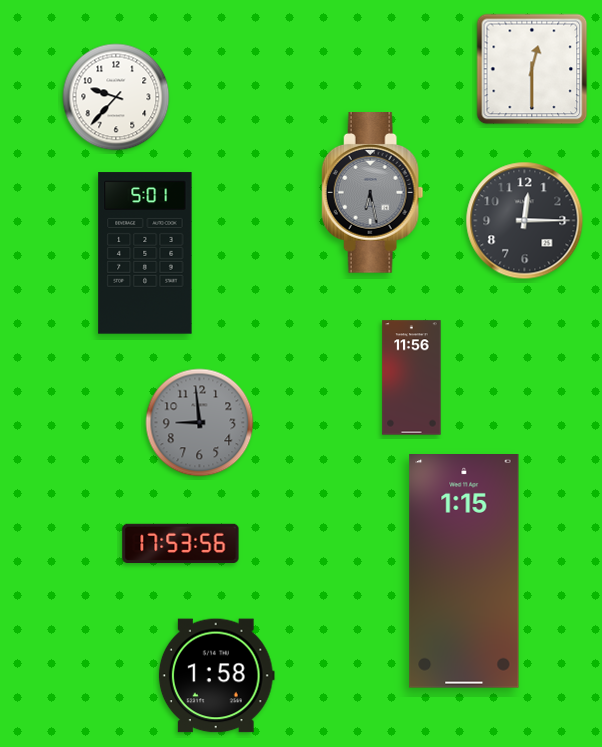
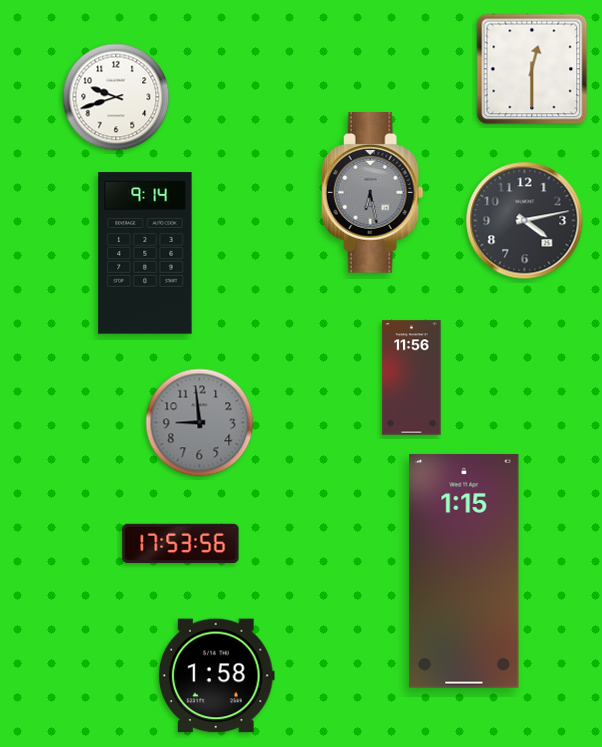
clock at (116, 97): 9:37 -> 9:42
clock at (525, 221): 12:15 -> 4:13
clock at (145, 253): 5:01 -> 9:14
